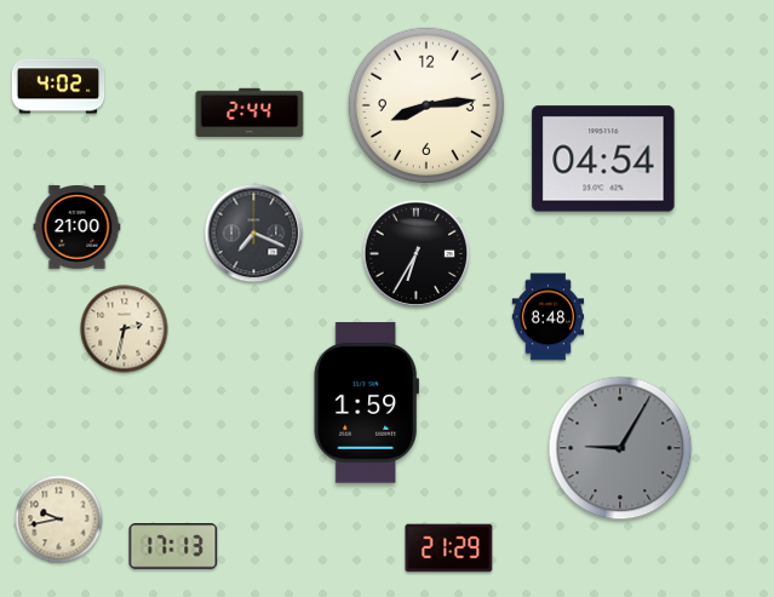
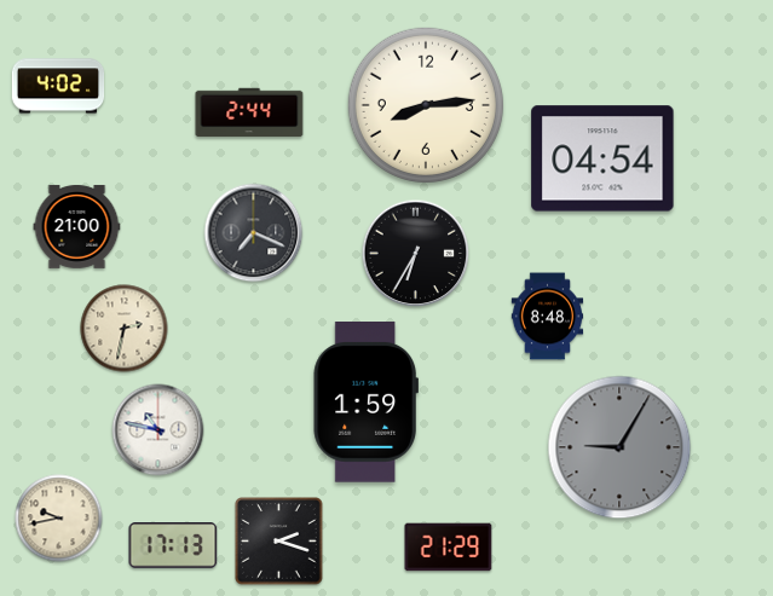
clock at (158, 430): none -> 10:47
clock at (279, 542): none -> 2:18
